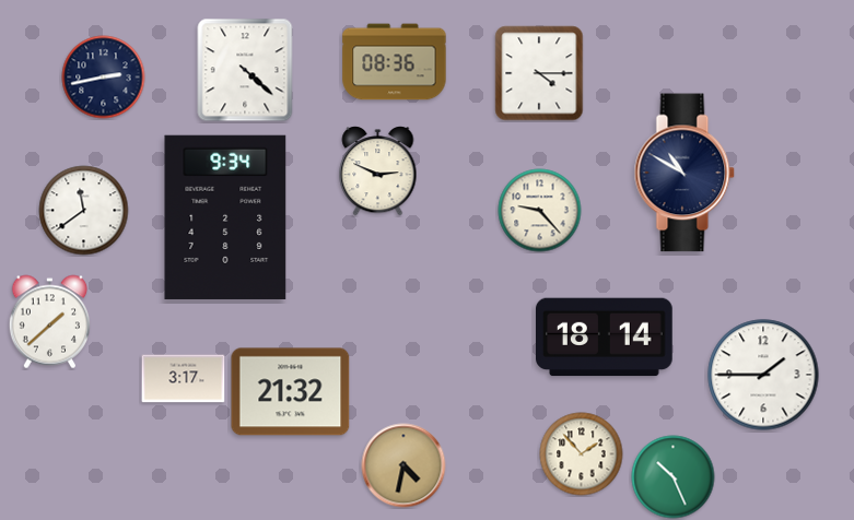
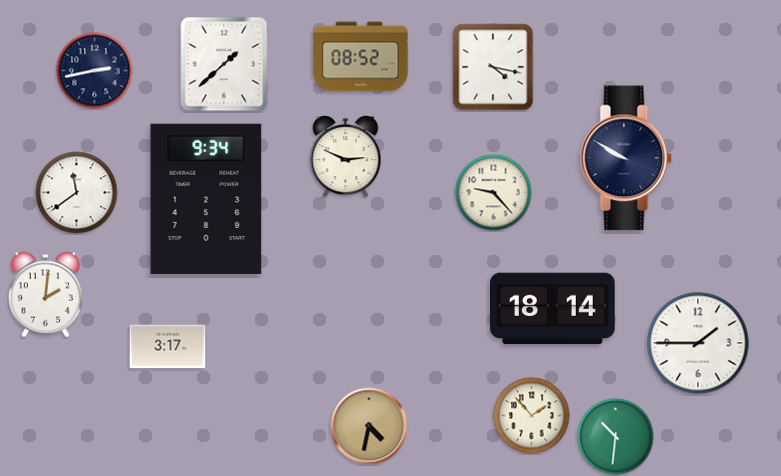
clock at (395, 62): 08:36 -> 08:52
clock at (245, 70): 4:22 -> 1:38
clock at (539, 73): 4:15 -> 4:17
clock at (685, 173): 10:50 -> 9:50
clock at (49, 322): 1:38 -> 2:01
clock at (291, 392): 21:32 -> none
clock at (674, 477): 10:26 -> 10:31
